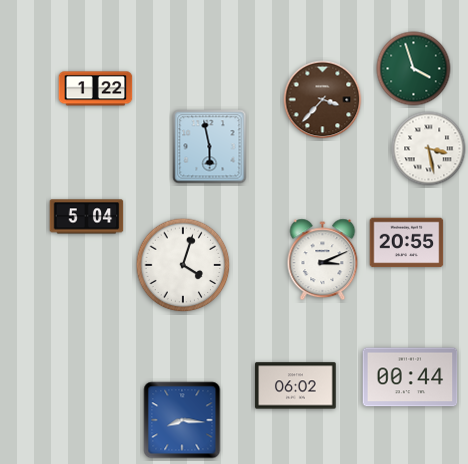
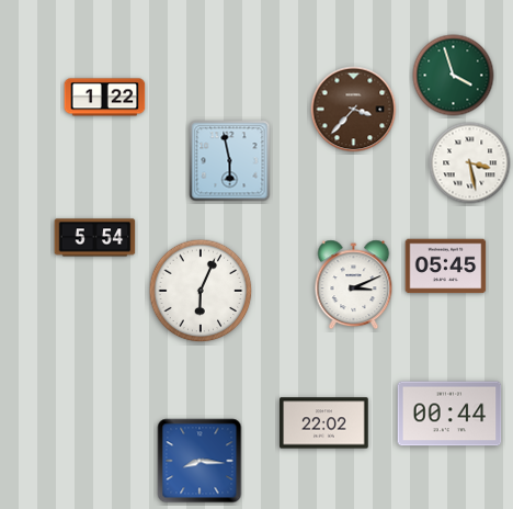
clock at (87, 217): 5:04 -> 5:54
clock at (407, 243): 20:55 -> 05:45
clock at (183, 265): 4:03 -> 6:04
clock at (296, 386): 06:02 -> 22:02
